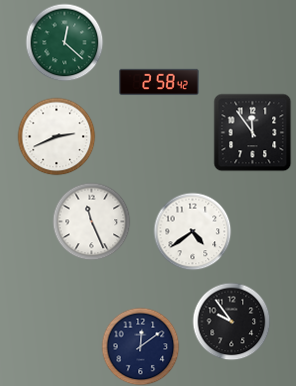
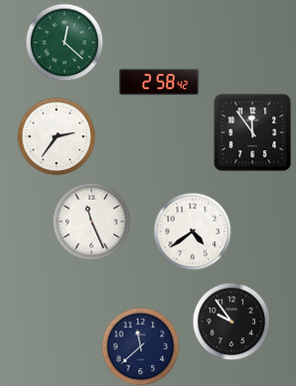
clock at (56, 136): 2:41 -> 2:36
clock at (140, 346): 12:09 -> 11:38
